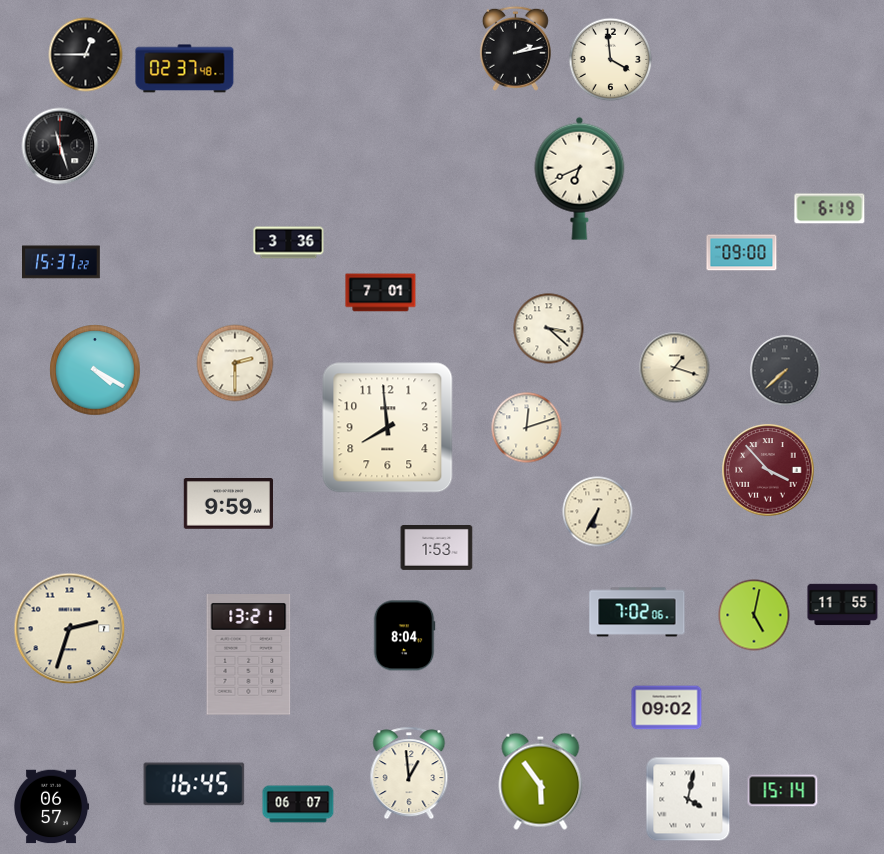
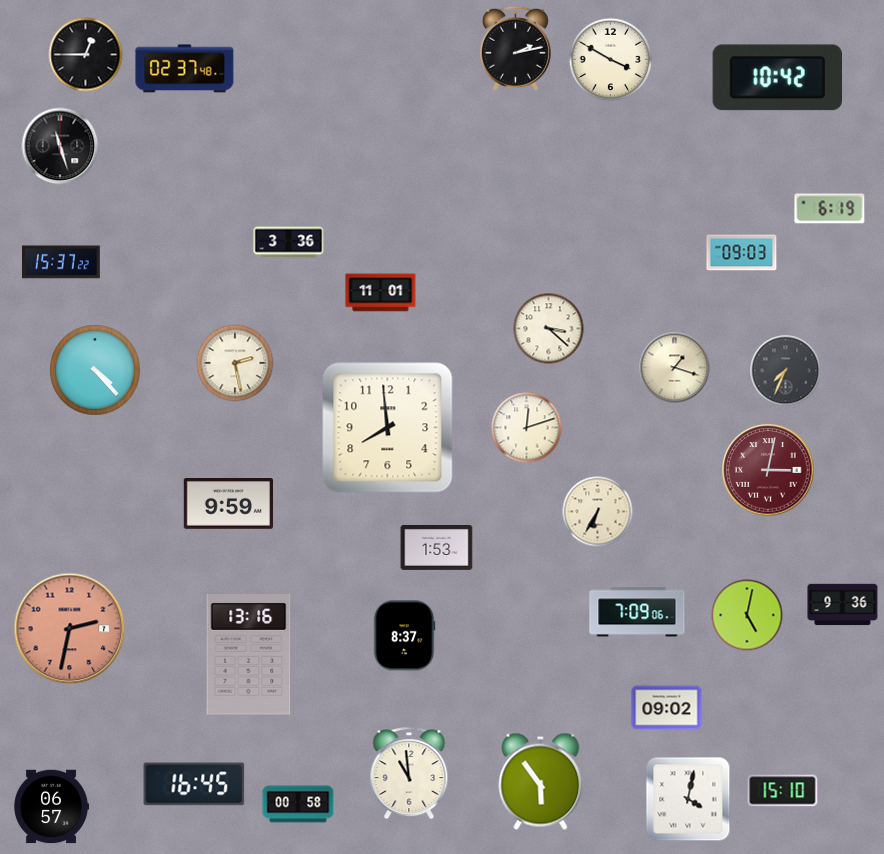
clock at (611, 60): 3:59 -> 3:50
clock at (777, 78): none -> 10:42
clock at (580, 178): 6:41 -> none
clock at (742, 253): 09:00 -> 09:03
clock at (381, 293): 7:01 -> 11:01
clock at (235, 363): 2:30 -> 2:28
clock at (95, 370): 4:20 -> 4:23
clock at (786, 371): 7:38 -> 7:34
clock at (768, 470): 3:53 -> 3:02
clock at (843, 605): 11:55 -> 9:36
clock at (637, 612): 7:02 -> 7:09
clock at (754, 615) position: (754, 615) -> (747, 615)
clock at (70, 629): 2:33 -> 2:32
clock at (70, 629) dial: cream -> salmon
clock at (404, 636): 8:04 -> 8:37
clock at (249, 655): 13:21 -> 13:16
clock at (409, 773): 12:59 -> 10:59
clock at (783, 791): 15:14 -> 15:10
clock at (298, 804): 06:07 -> 00:58
